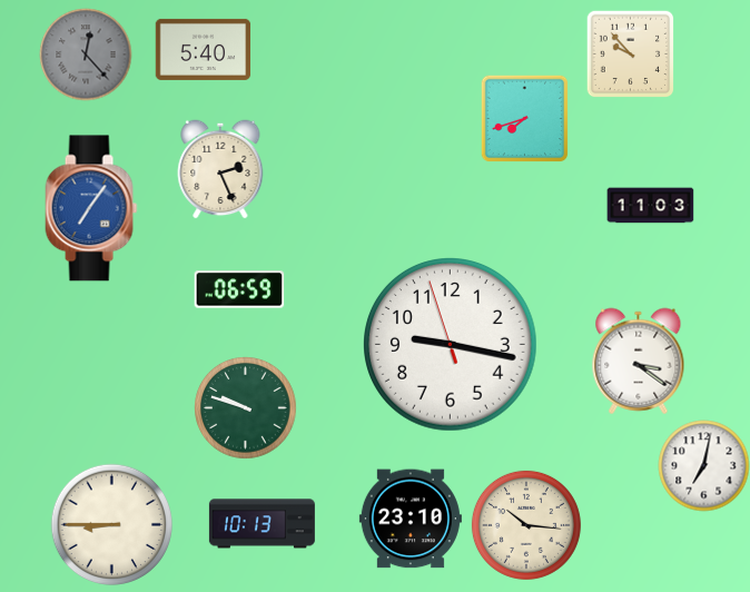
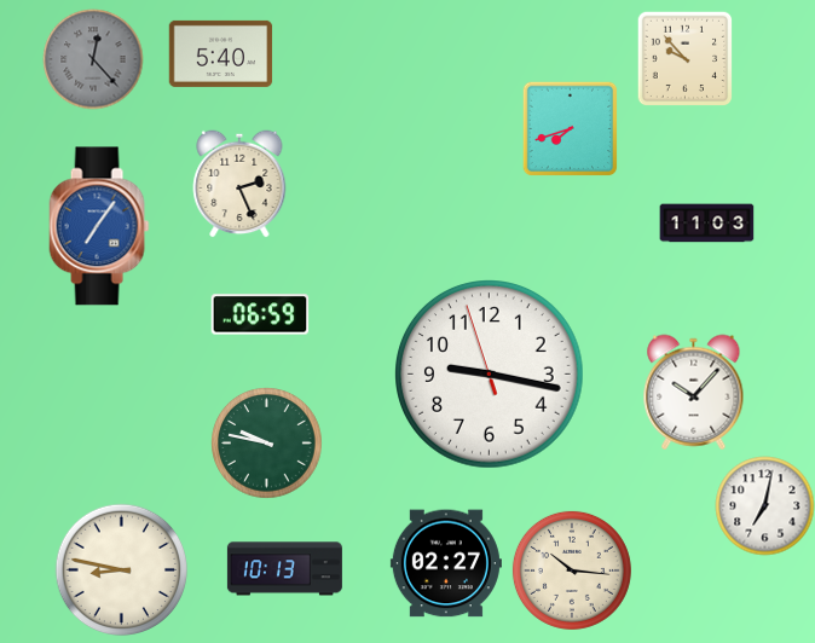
clock at (639, 361): 3:21 -> 10:07
clock at (245, 407): 9:48 -> 9:47
clock at (411, 519): 23:10 -> 02:27
clock at (111, 524): 8:45 -> 8:47
